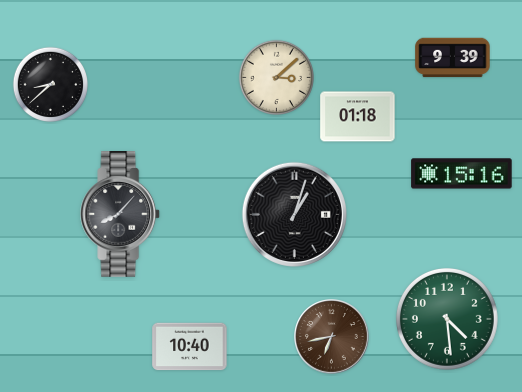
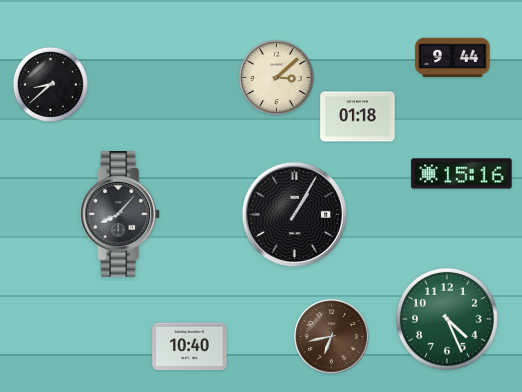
clock at (453, 58): 9:39 -> 9:44
clock at (294, 214): 1:03 -> 1:05
clock at (447, 319): 4:29 -> 4:26
